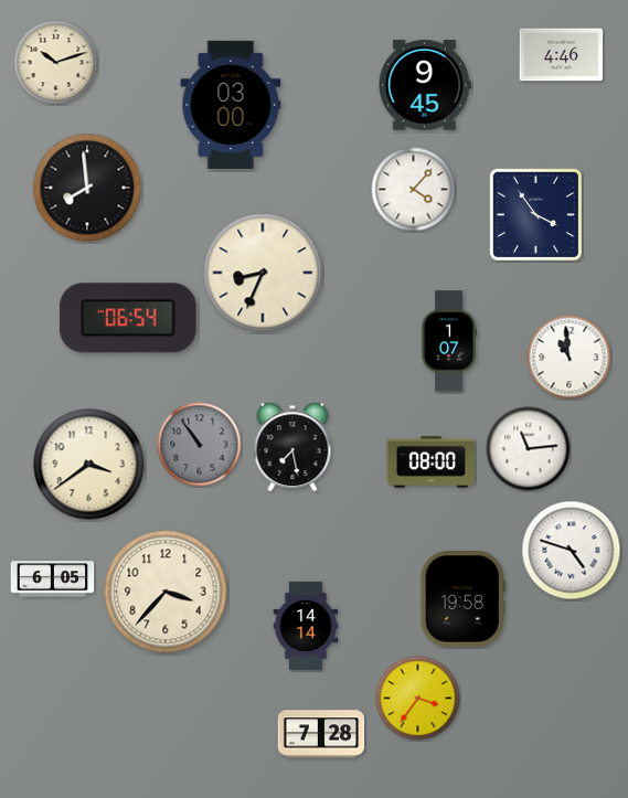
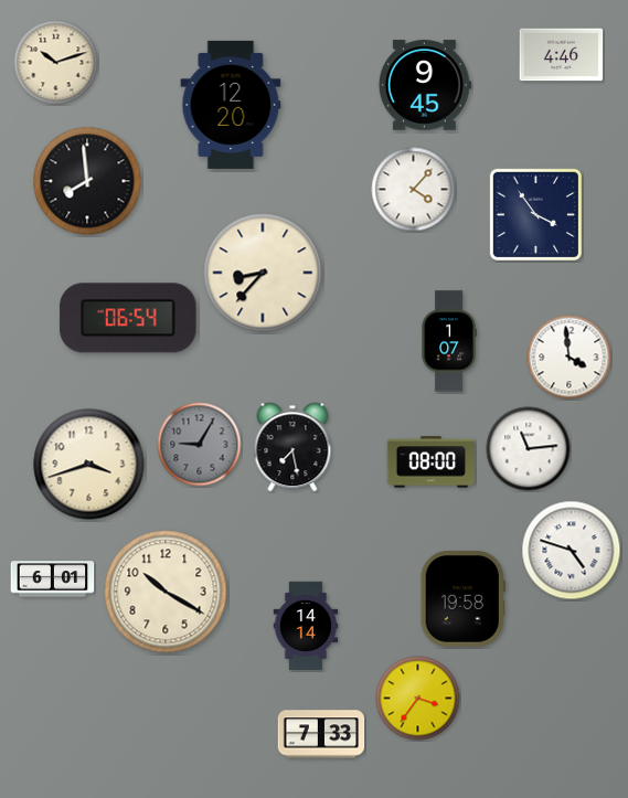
clock at (231, 105): 03:00 -> 12:20
clock at (87, 188) position: (87, 188) -> (87, 181)
clock at (263, 273): 8:34 -> 8:37
clock at (570, 358): 10:59 -> 3:59
clock at (200, 445): 10:54 -> 9:05
clock at (89, 465): 3:39 -> 3:42
clock at (53, 579): 6:05 -> 6:01
clock at (166, 592): 3:37 -> 10:20
clock at (321, 734): 7:28 -> 7:33
